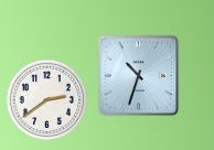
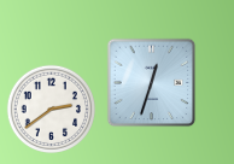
clock at (139, 76): 10:33 -> 12:33
